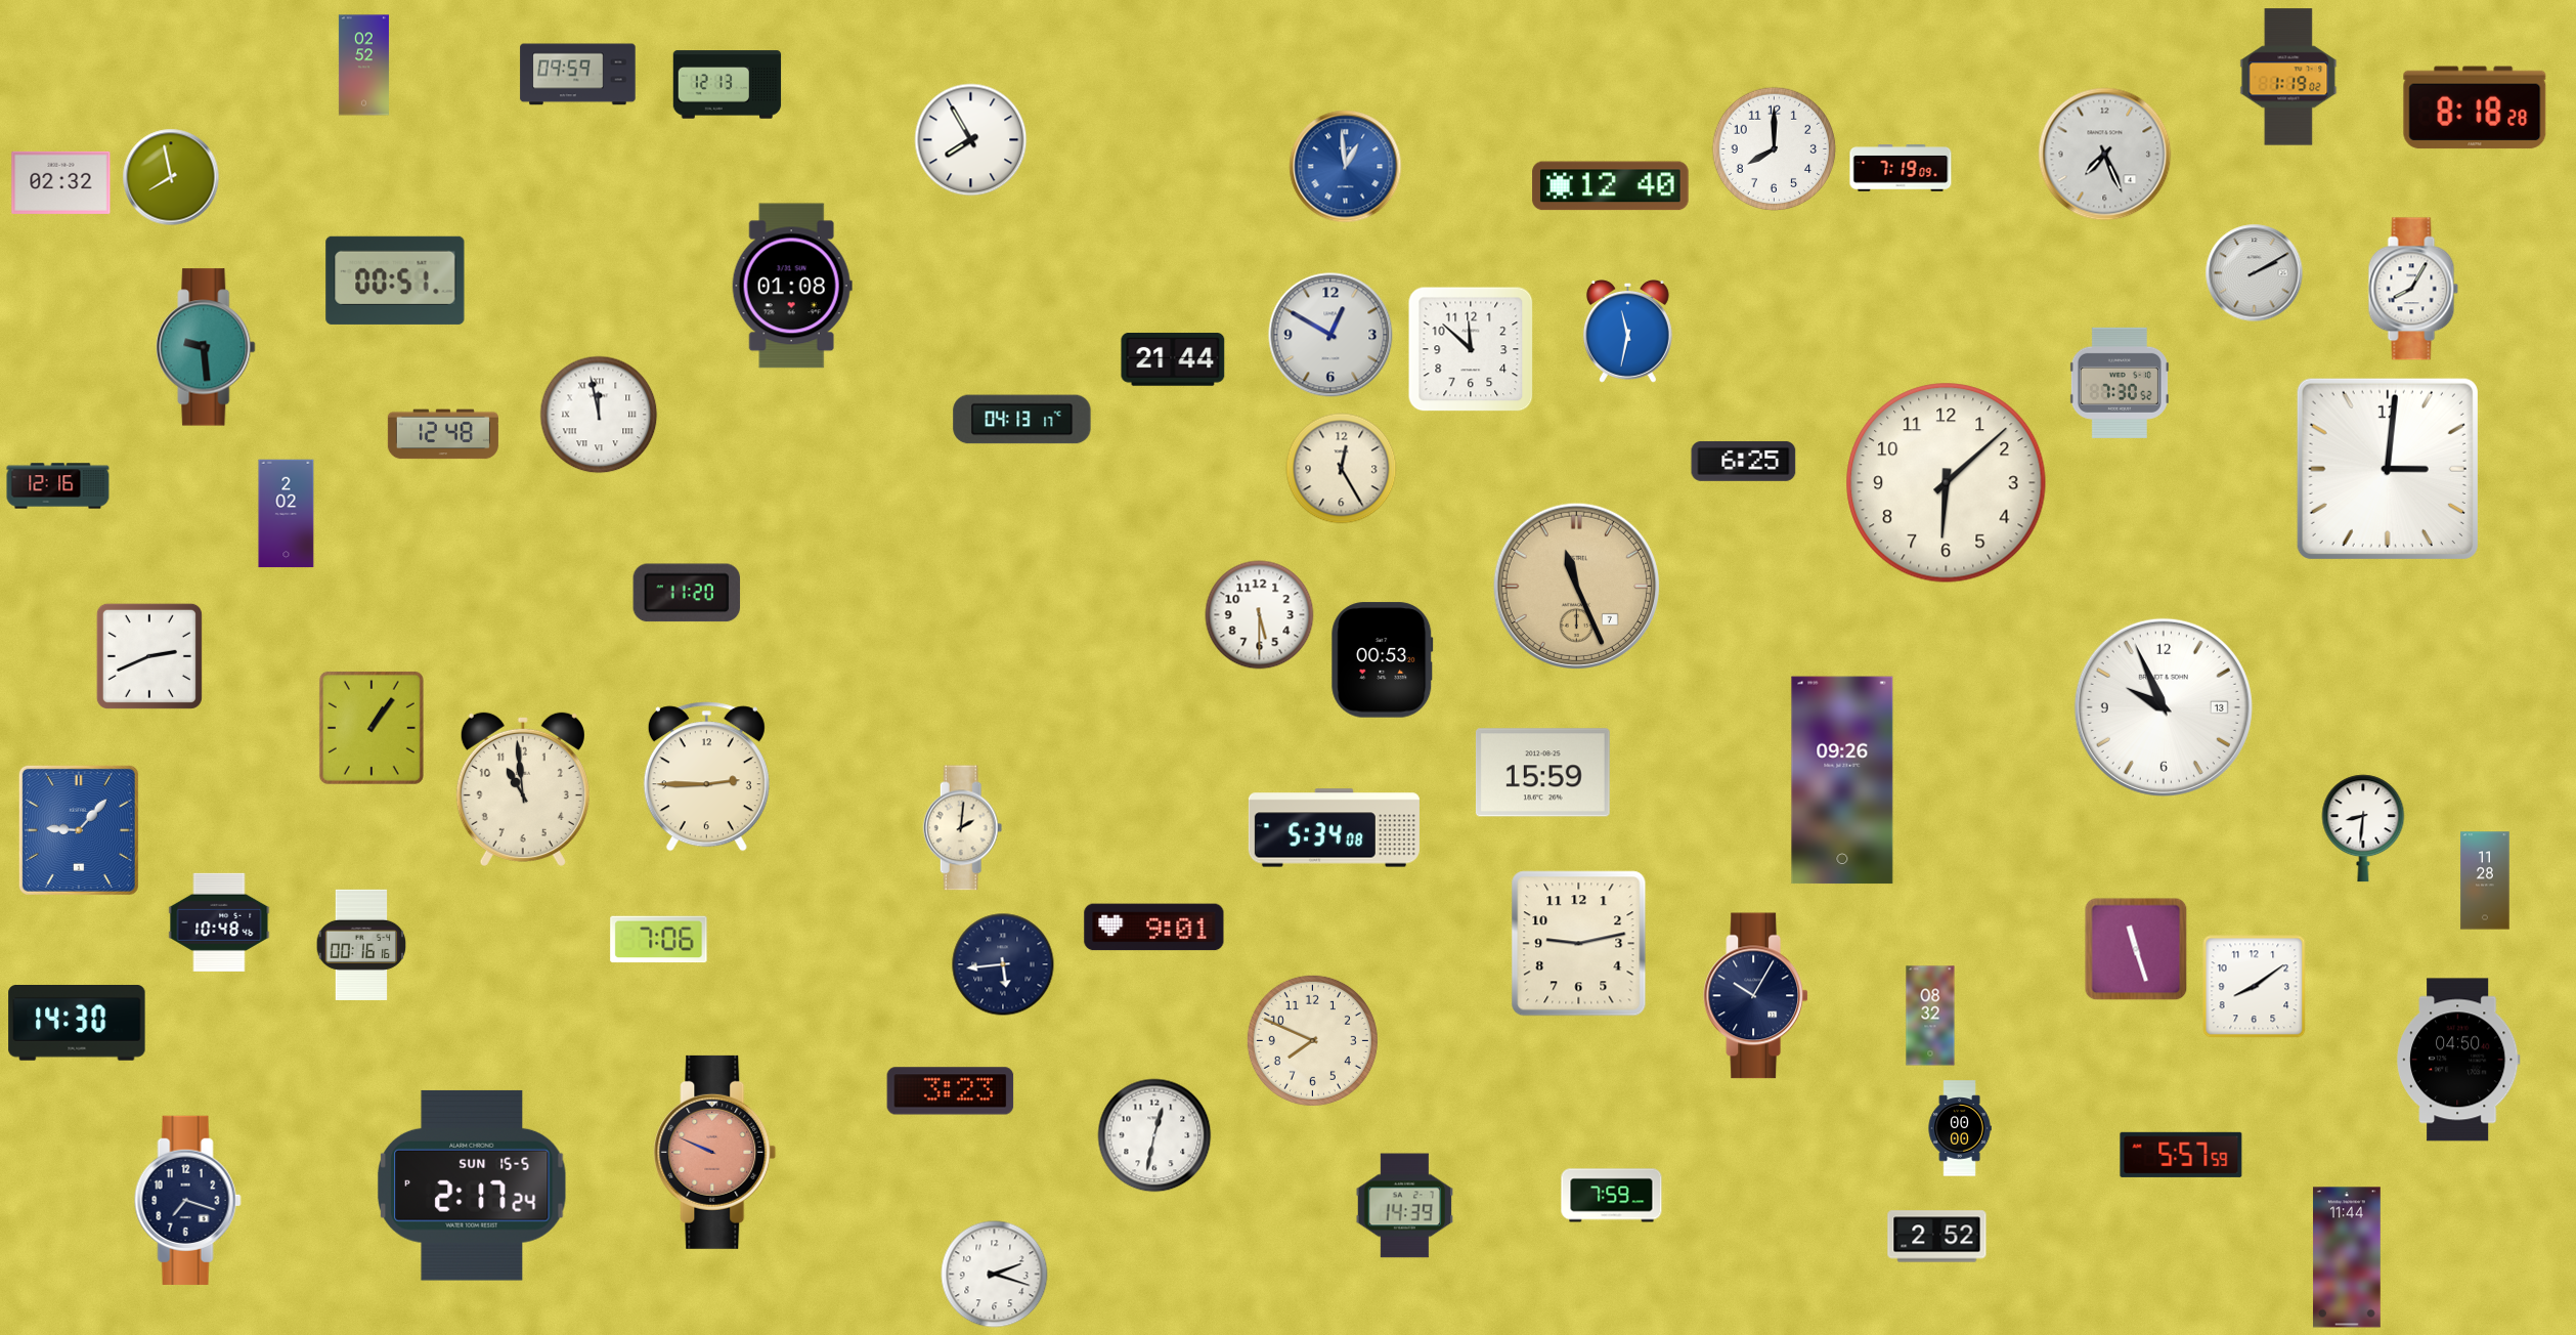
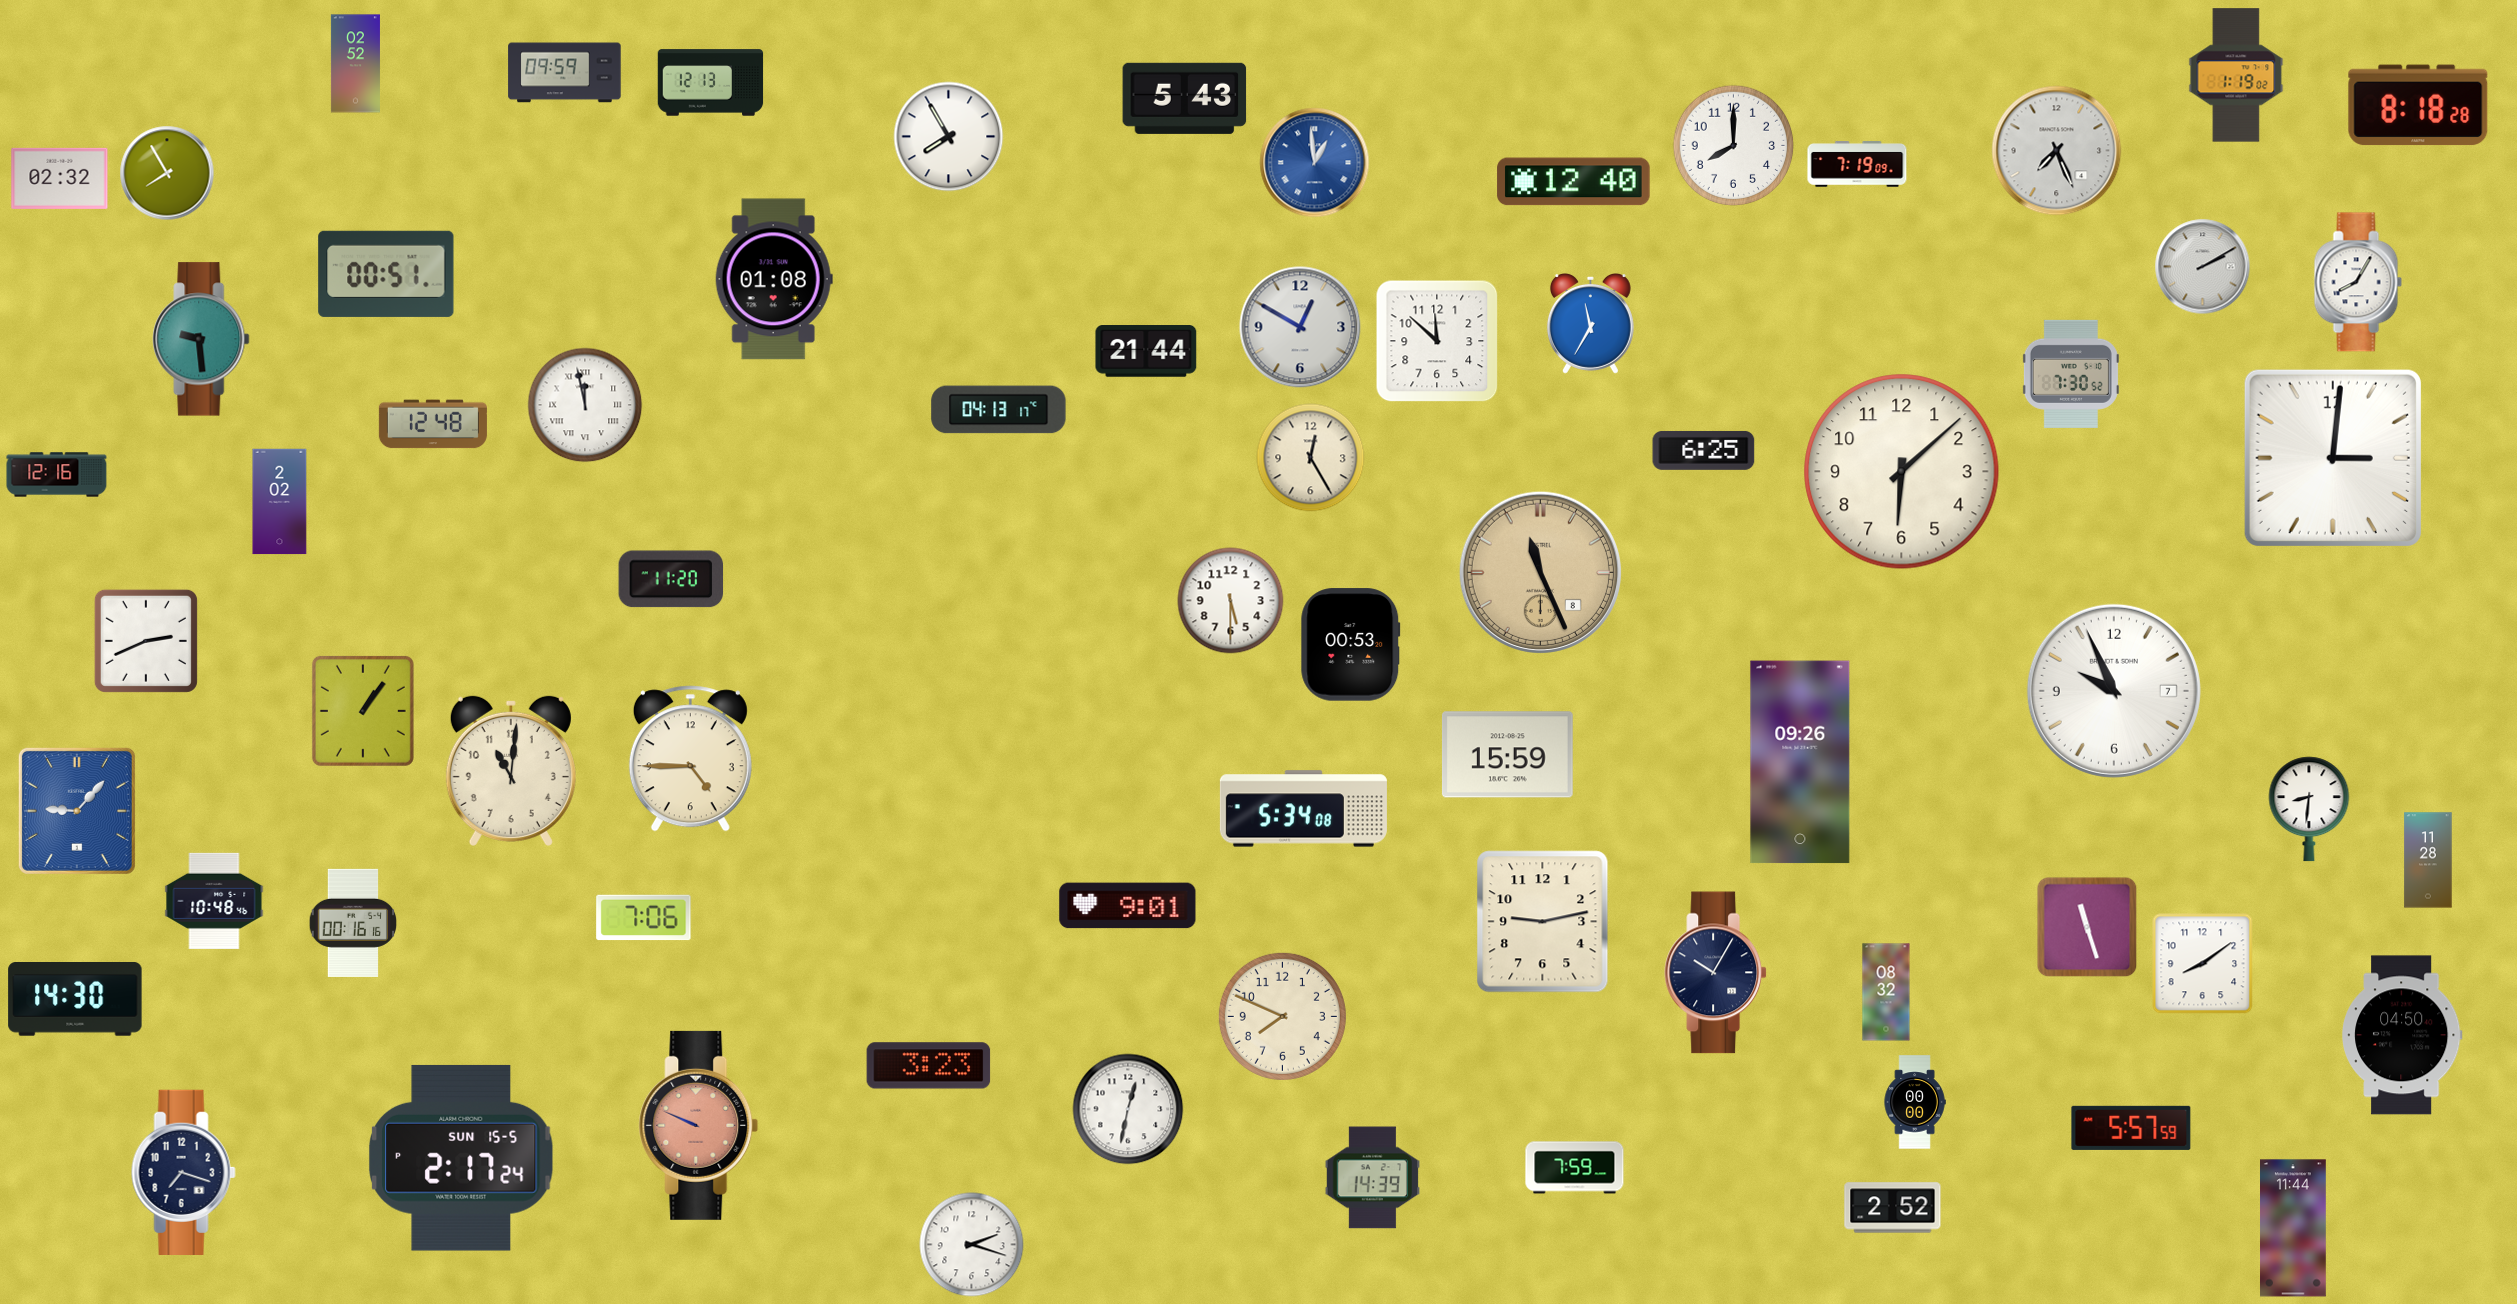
clock at (1185, 98): none -> 5:43
clock at (171, 177): 7:58 -> 7:55
clock at (1627, 332): 11:32 -> 11:35
clock at (1576, 586) date: 7 -> 8
clock at (2164, 707) date: 13 -> 7
clock at (706, 777): 2:45 -> 4:45
clock at (523, 789): 10:59 -> 11:01
clock at (963, 828): 2:01 -> none
clock at (1003, 964): 5:44 -> none
